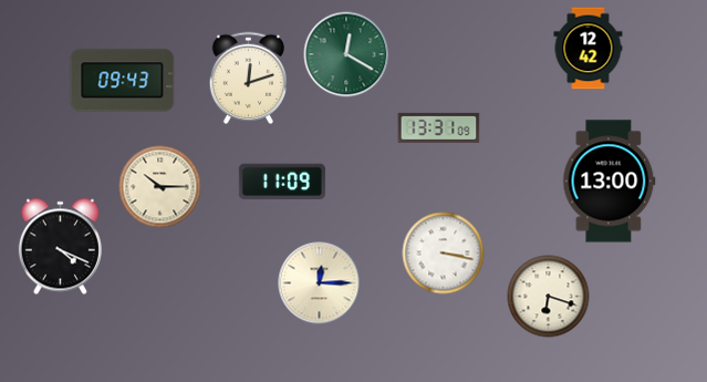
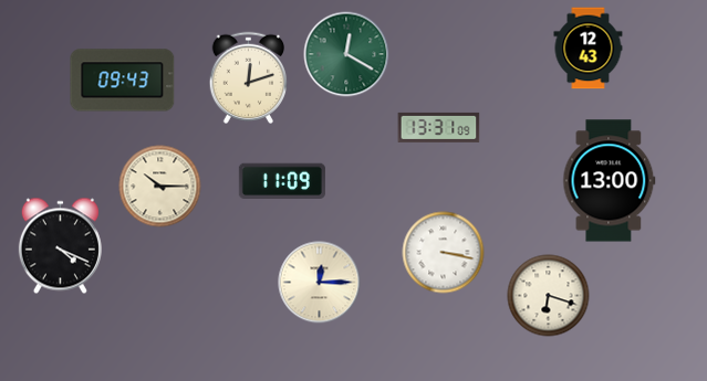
clock at (589, 49): 12:42 -> 12:43
